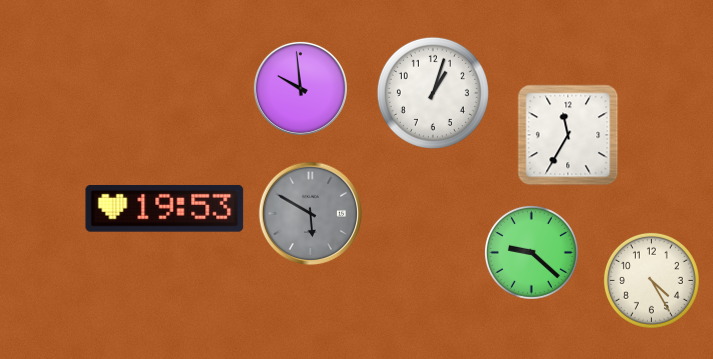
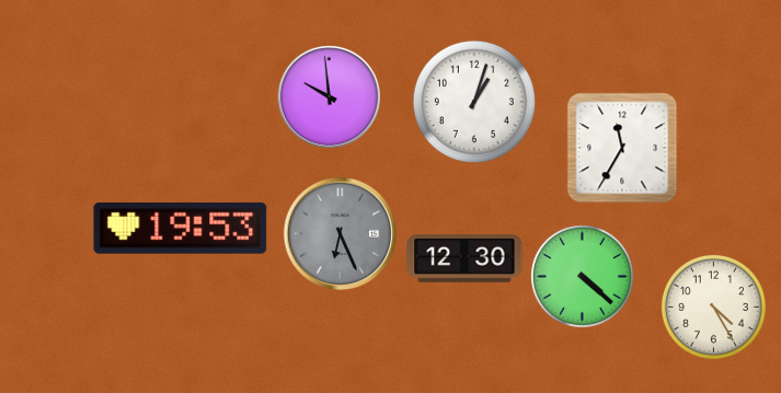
clock at (311, 214): 5:50 -> 6:26
clock at (464, 259): none -> 12:30
clock at (531, 252): 9:22 -> 4:22
